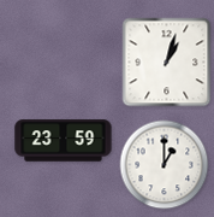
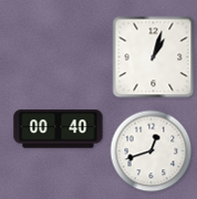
clock at (64, 141): 23:59 -> 00:40
clock at (165, 165): 1:00 -> 12:42
